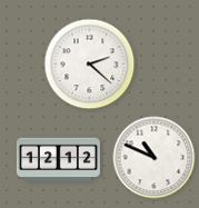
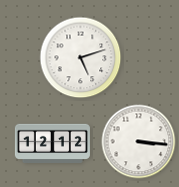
clock at (90, 65): 2:22 -> 5:12
clock at (155, 158): 10:49 -> 3:16
